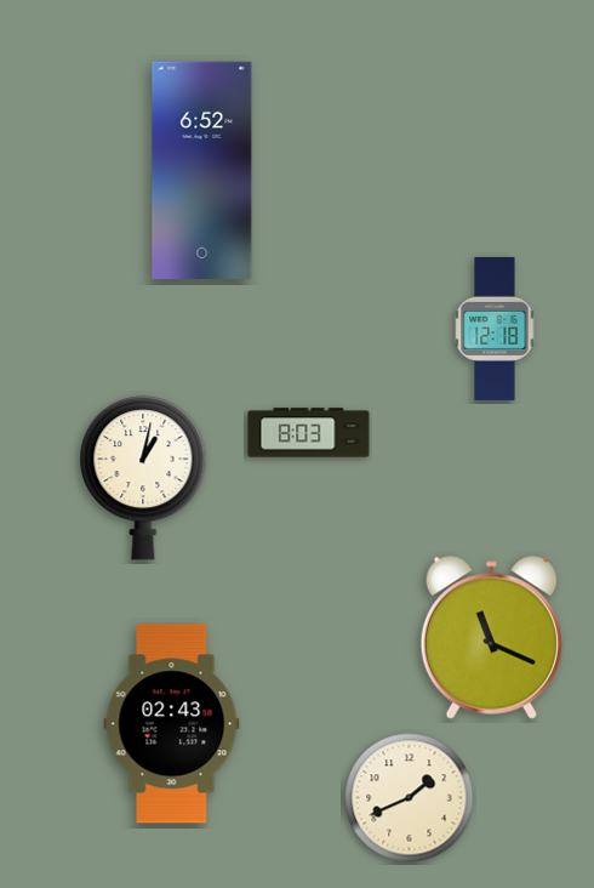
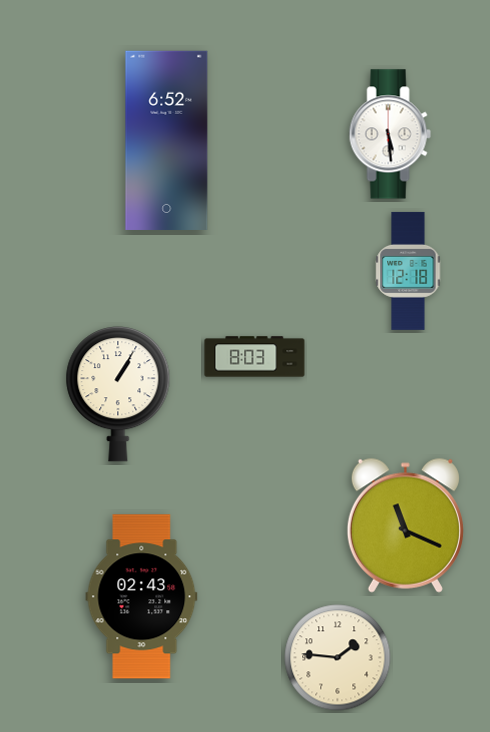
clock at (390, 134): none -> 5:29
clock at (143, 478): 1:02 -> 1:05
clock at (410, 798): 1:41 -> 1:46
